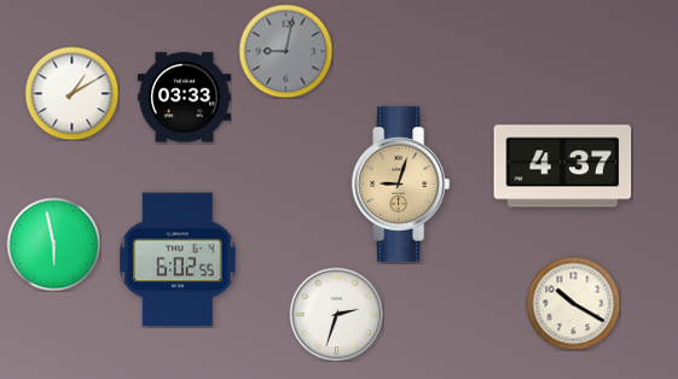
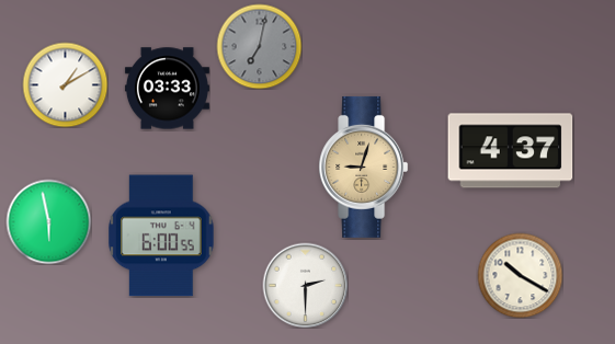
clock at (285, 51): 9:02 -> 7:02
clock at (178, 260): 6:02 -> 6:00
clock at (336, 314): 2:33 -> 2:30
